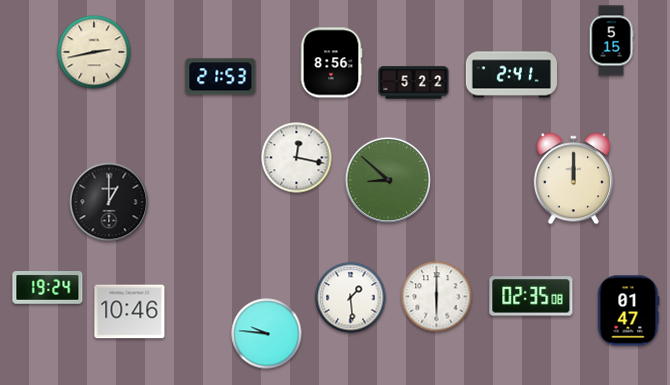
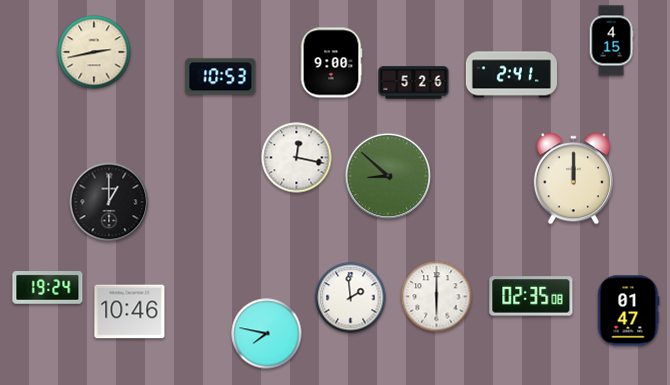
clock at (611, 41): 5:15 -> 4:15
clock at (331, 63): 8:56 -> 9:00
clock at (221, 77): 21:53 -> 10:53
clock at (414, 83): 5:22 -> 5:26
clock at (387, 179) position: (387, 179) -> (387, 175)
clock at (351, 298): 1:29 -> 1:59
clock at (267, 334): 9:46 -> 7:47
